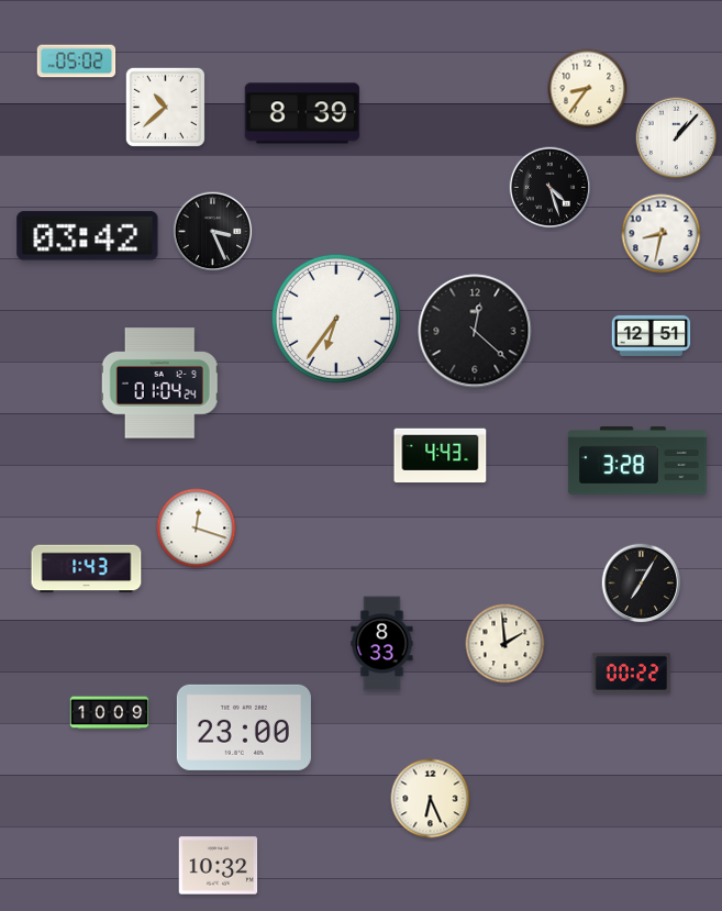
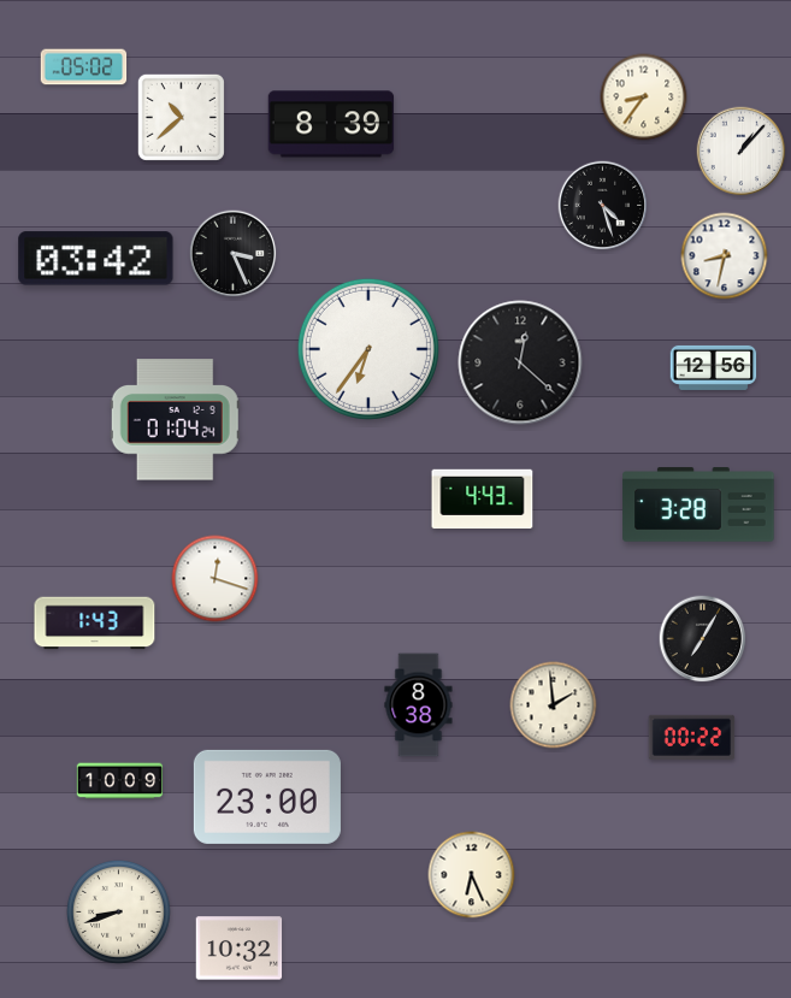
clock at (652, 335): 12:51 -> 12:56
clock at (382, 644): 8:33 -> 8:38
clock at (118, 911): none -> 8:42
